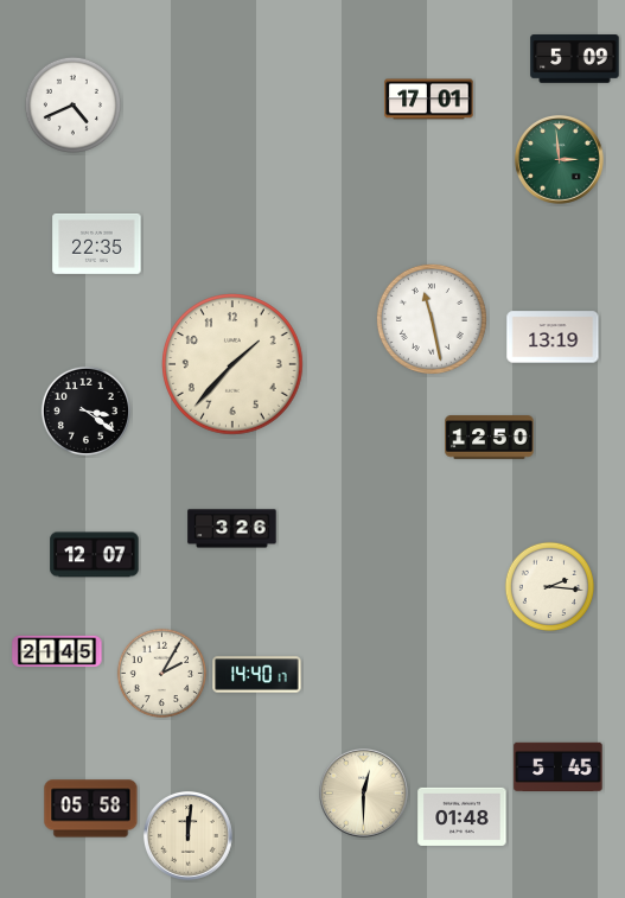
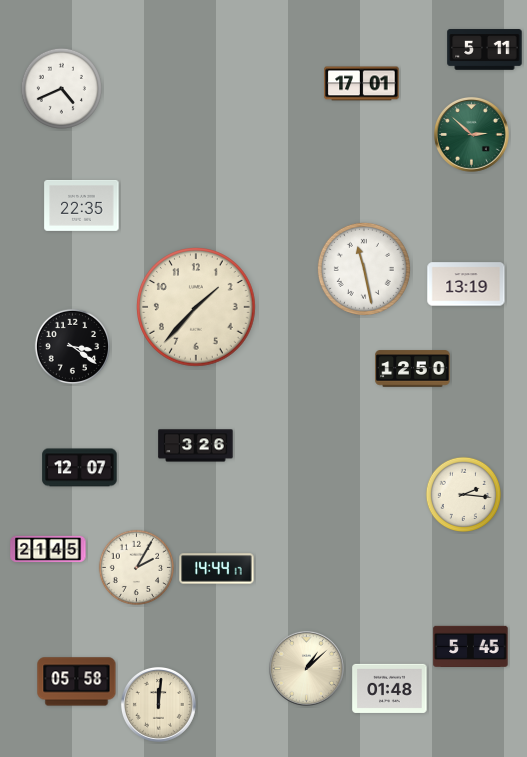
clock at (575, 59): 5:09 -> 5:11
clock at (560, 160): 2:59 -> 2:52
clock at (257, 675): 14:40 -> 14:44
clock at (364, 794): 12:30 -> 1:08
